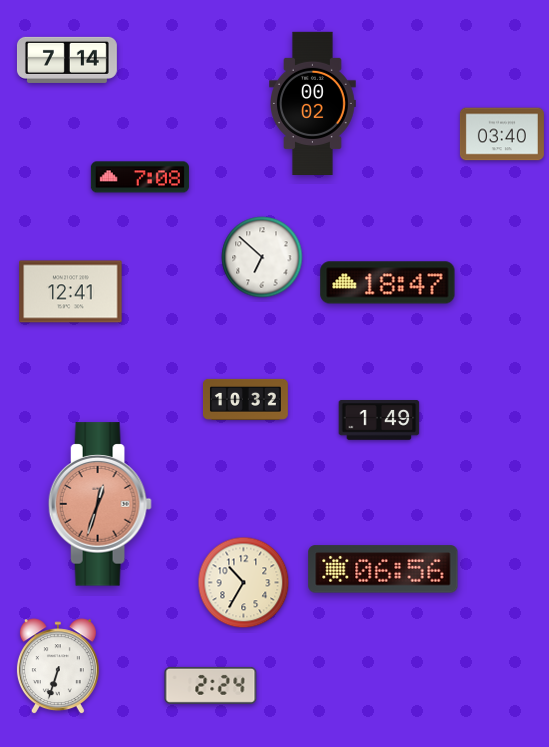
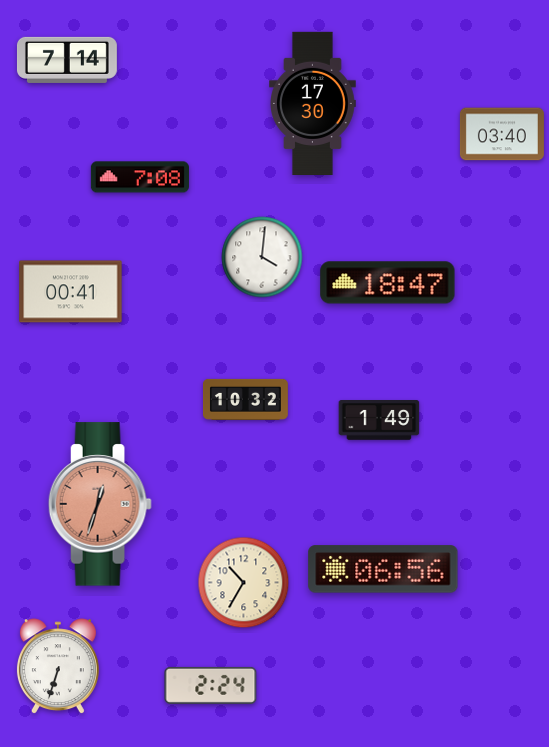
clock at (313, 103): 00:02 -> 17:30
clock at (262, 257): 6:52 -> 4:01
clock at (71, 292): 12:41 -> 00:41
